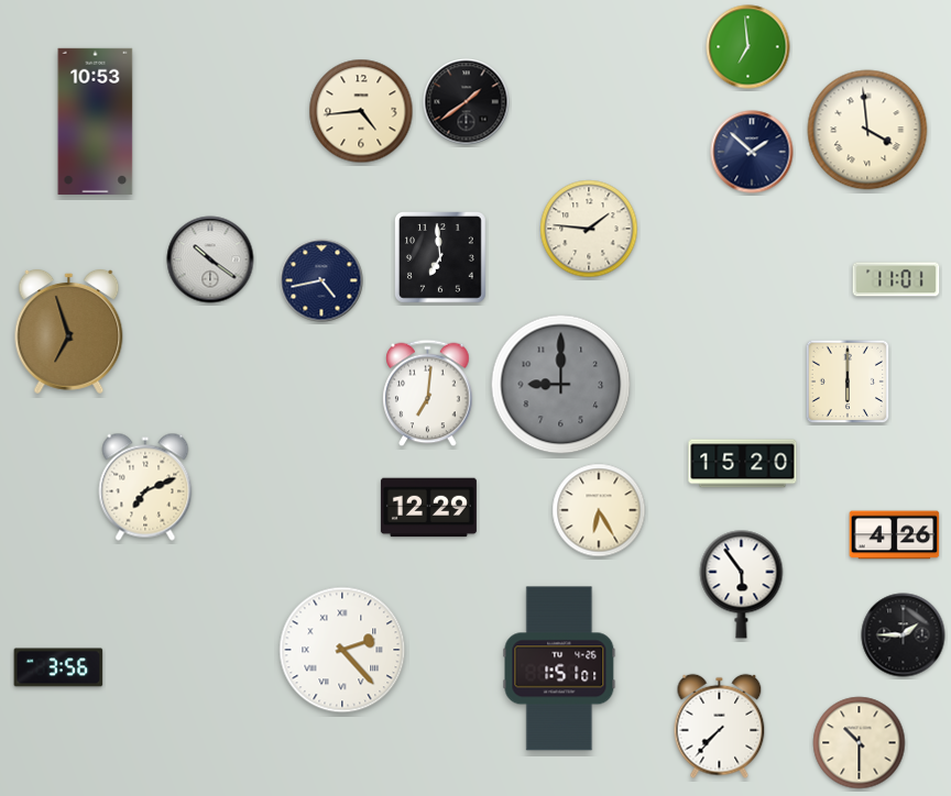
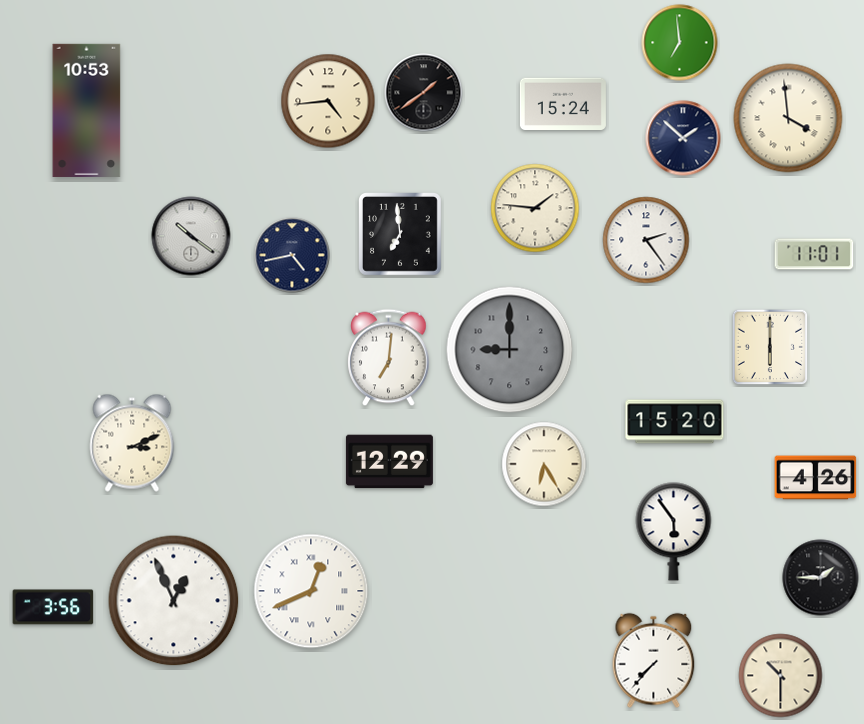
clock at (563, 103): none -> 15:24
clock at (646, 240): none -> 2:24
clock at (69, 331): 6:57 -> none
clock at (145, 487): 7:11 -> 3:11
clock at (895, 535) position: (895, 535) -> (816, 478)
clock at (342, 650): 2:23 -> 12:41
clock at (174, 601): none -> 12:56
clock at (559, 668): 1:51 -> none
